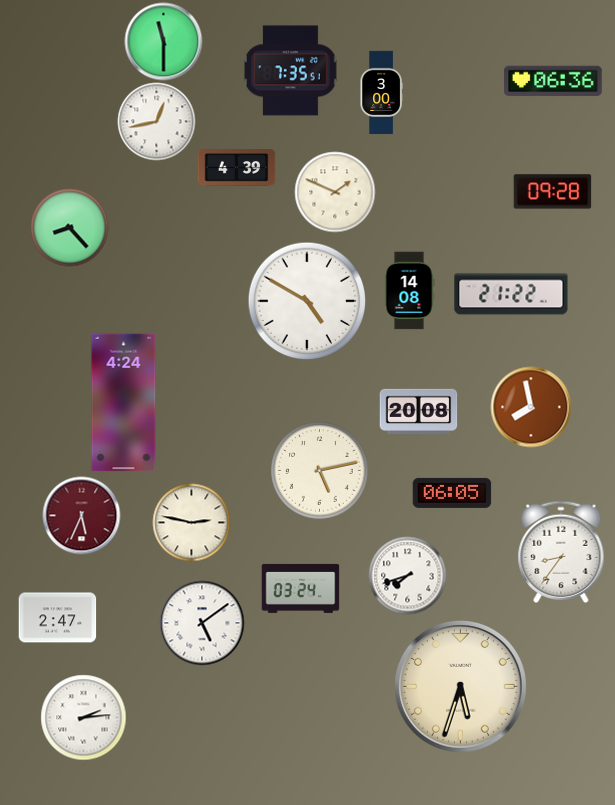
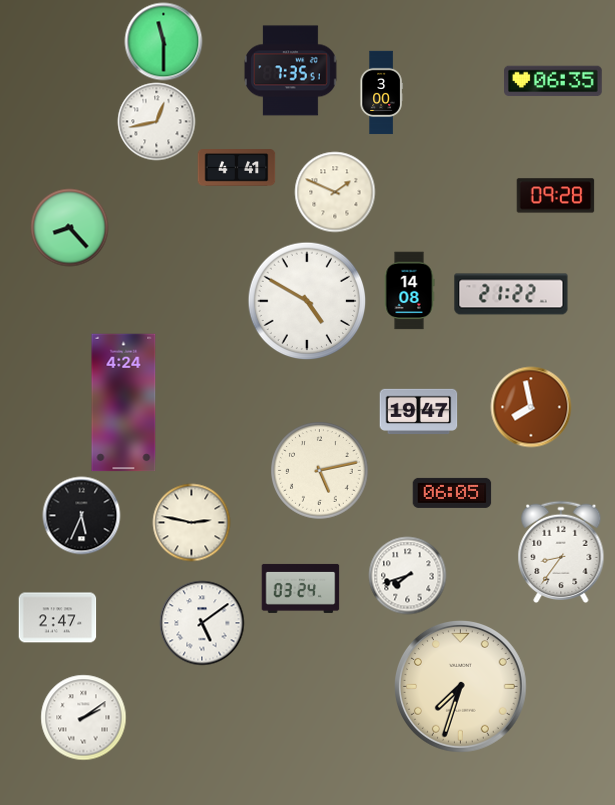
clock at (553, 81): 06:36 -> 06:35
clock at (236, 168): 4:39 -> 4:41
clock at (552, 192) position: (552, 192) -> (555, 196)
clock at (418, 411): 20:08 -> 19:47
clock at (81, 515) dial: burgundy -> black
clock at (461, 687): 5:33 -> 7:33
clock at (83, 717): 2:14 -> 2:09
